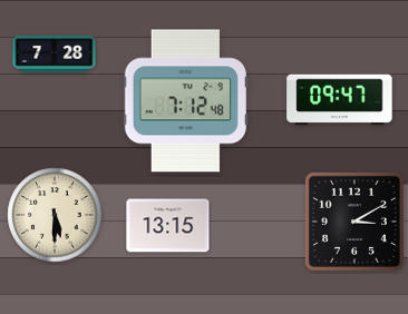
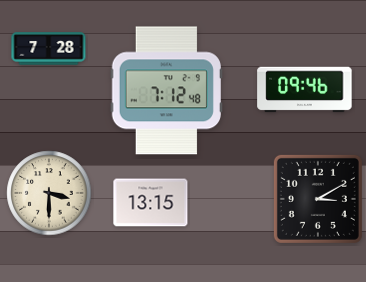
clock at (340, 100): 09:47 -> 09:46
clock at (55, 215): 5:30 -> 3:30
